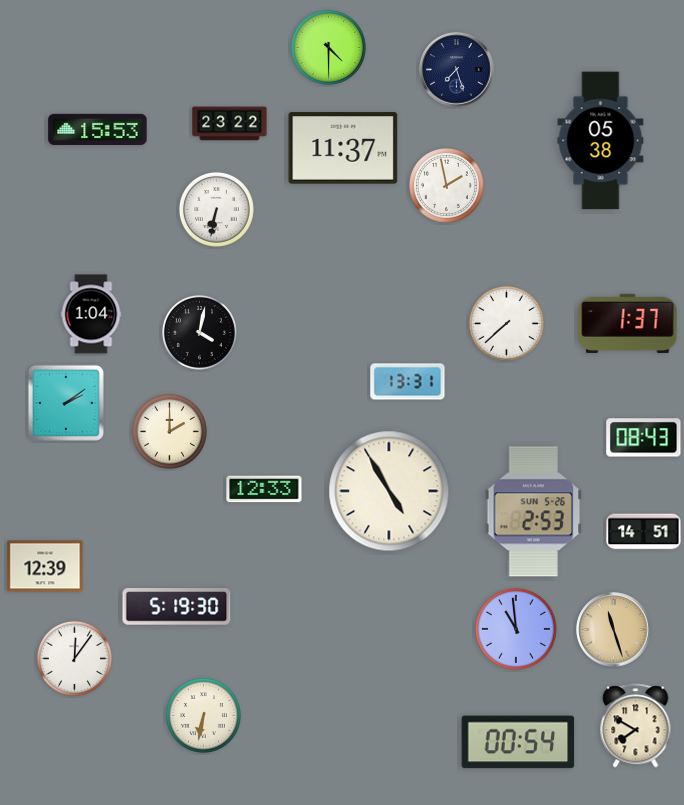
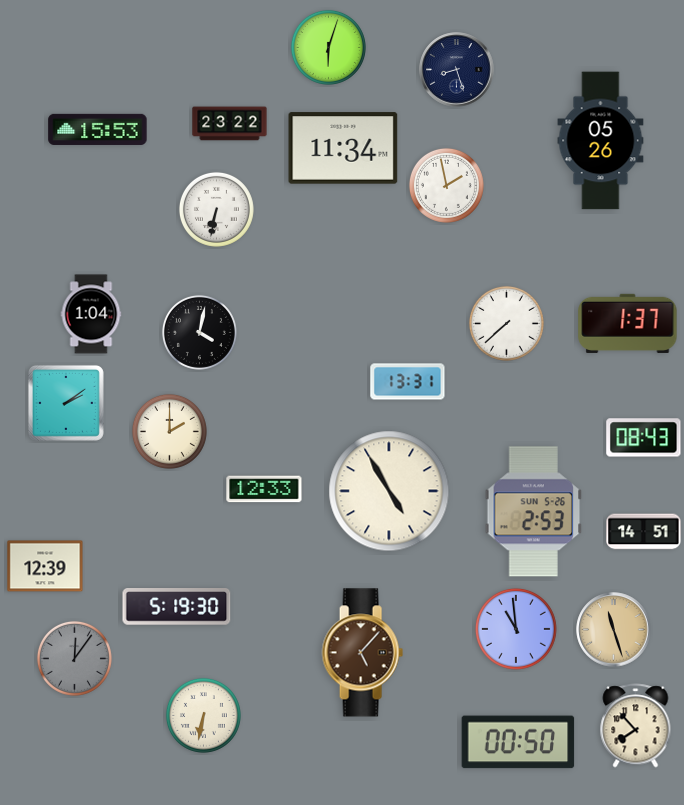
clock at (328, 47): 4:30 -> 6:03
clock at (457, 70): 7:27 -> 8:27
clock at (601, 141): 05:38 -> 05:26
clock at (343, 148): 11:37 -> 11:34
clock at (362, 653): none -> 5:07
clock at (74, 658) dial: white -> grey
clock at (636, 726): 7:50 -> 7:53
clock at (518, 742): 00:54 -> 00:50
